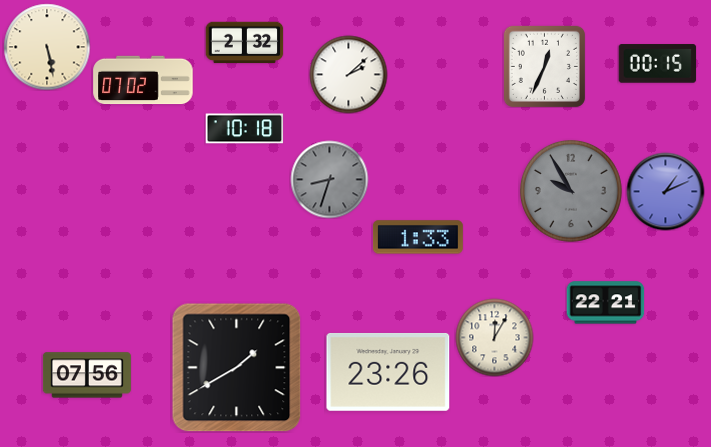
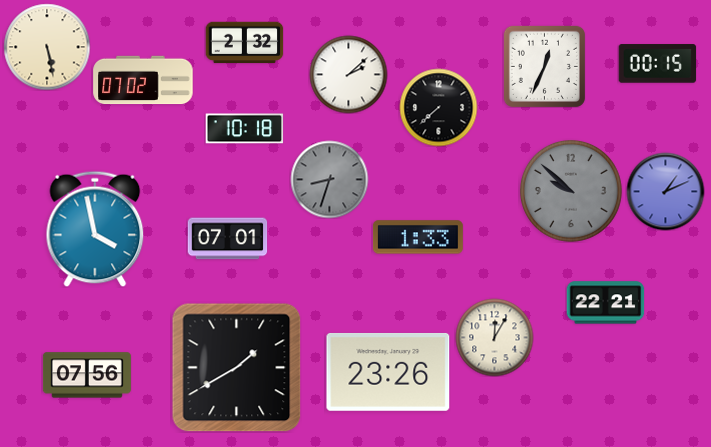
clock at (438, 107): none -> 7:38
clock at (571, 191): 9:55 -> 9:52
clock at (95, 229): none -> 3:58
clock at (227, 239): none -> 07:01
